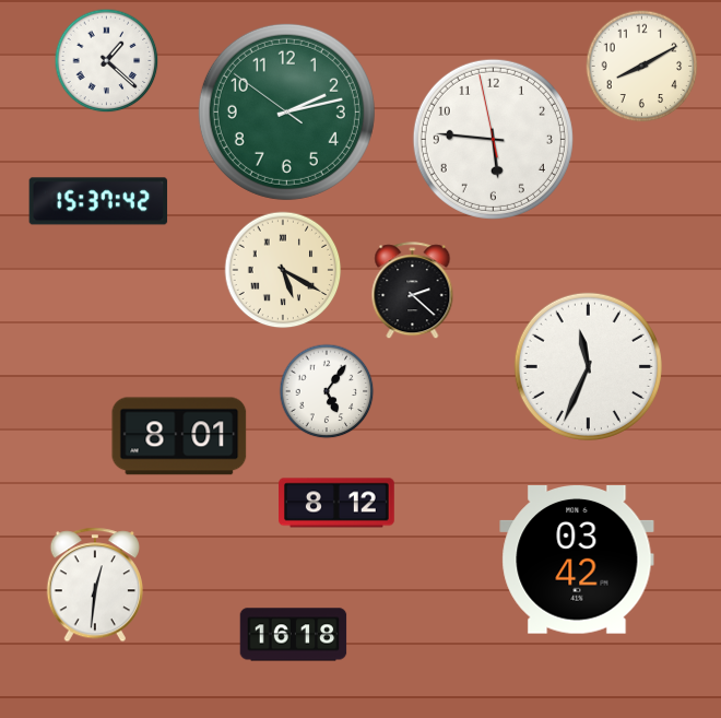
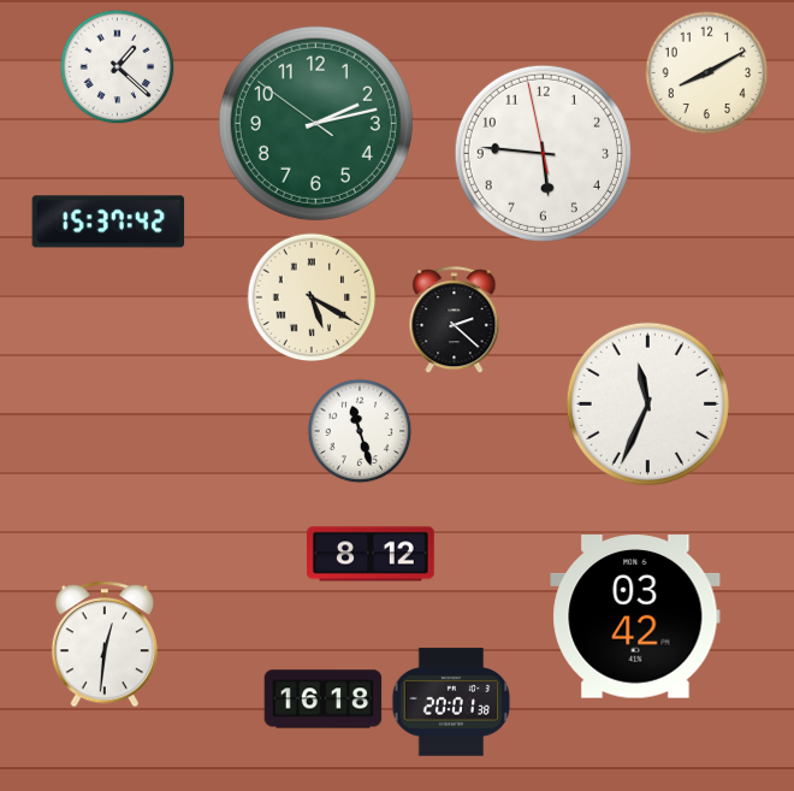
clock at (327, 391): 5:06 -> 11:27
clock at (179, 436): 8:01 -> none
clock at (451, 702): none -> 20:01
